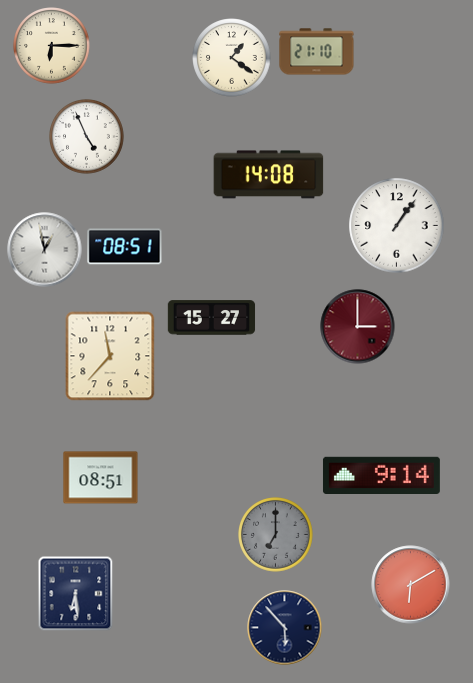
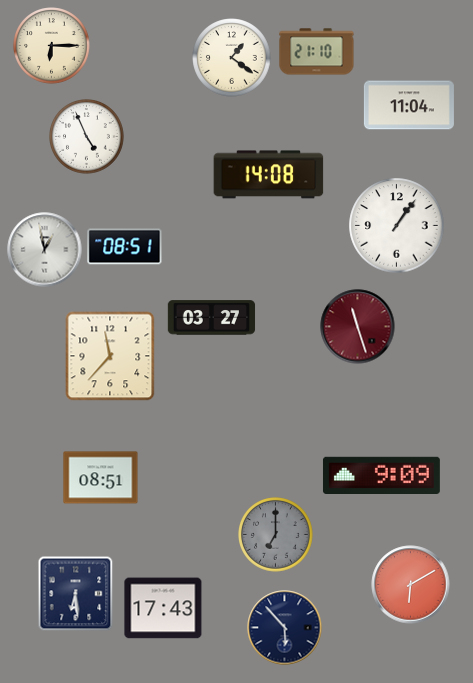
clock at (409, 105): none -> 11:04
clock at (212, 318): 15:27 -> 03:27
clock at (358, 327): 3:00 -> 11:27
clock at (381, 475): 9:14 -> 9:09
clock at (163, 608): none -> 17:43
